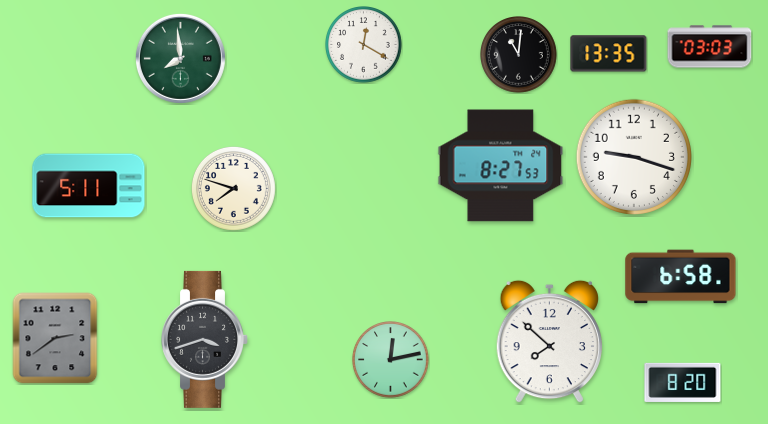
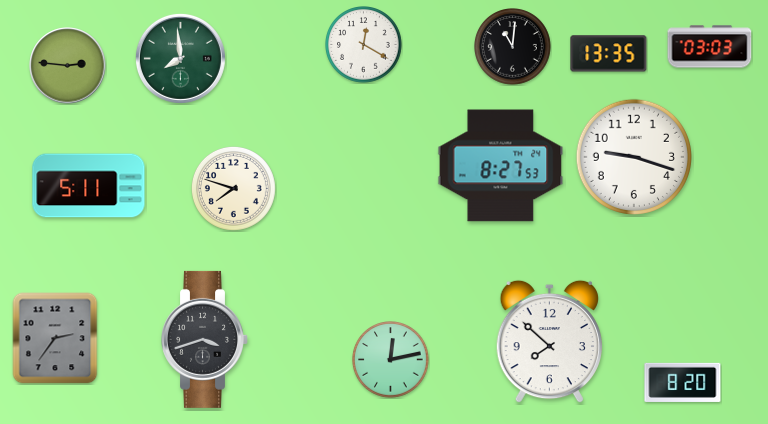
clock at (519, 55) position: (519, 55) -> (513, 47)
clock at (68, 66): none -> 2:46
clock at (681, 277): 6:58 -> none
clock at (55, 338): 2:39 -> 2:36
